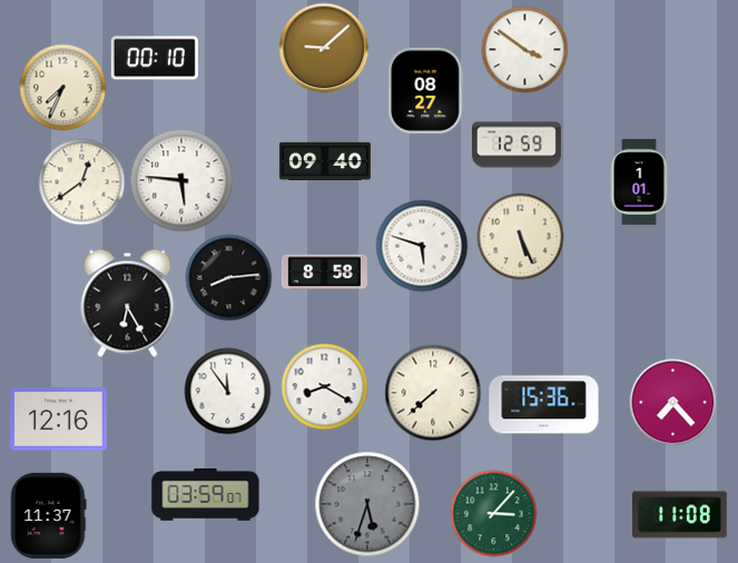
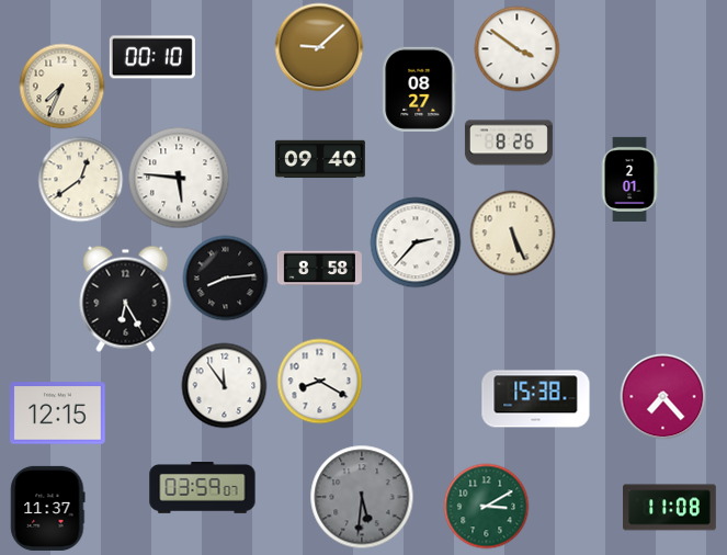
clock at (516, 145): 12:59 -> 8:26
clock at (639, 181): 1:01 -> 2:01
clock at (422, 246): 5:48 -> 2:37
clock at (228, 277) position: (228, 277) -> (225, 277)
clock at (433, 393): 7:38 -> none
clock at (544, 405): 15:36 -> 15:38
clock at (59, 419): 12:16 -> 12:15
clock at (367, 504): 5:33 -> 5:31
clock at (493, 513): 3:07 -> 3:10
